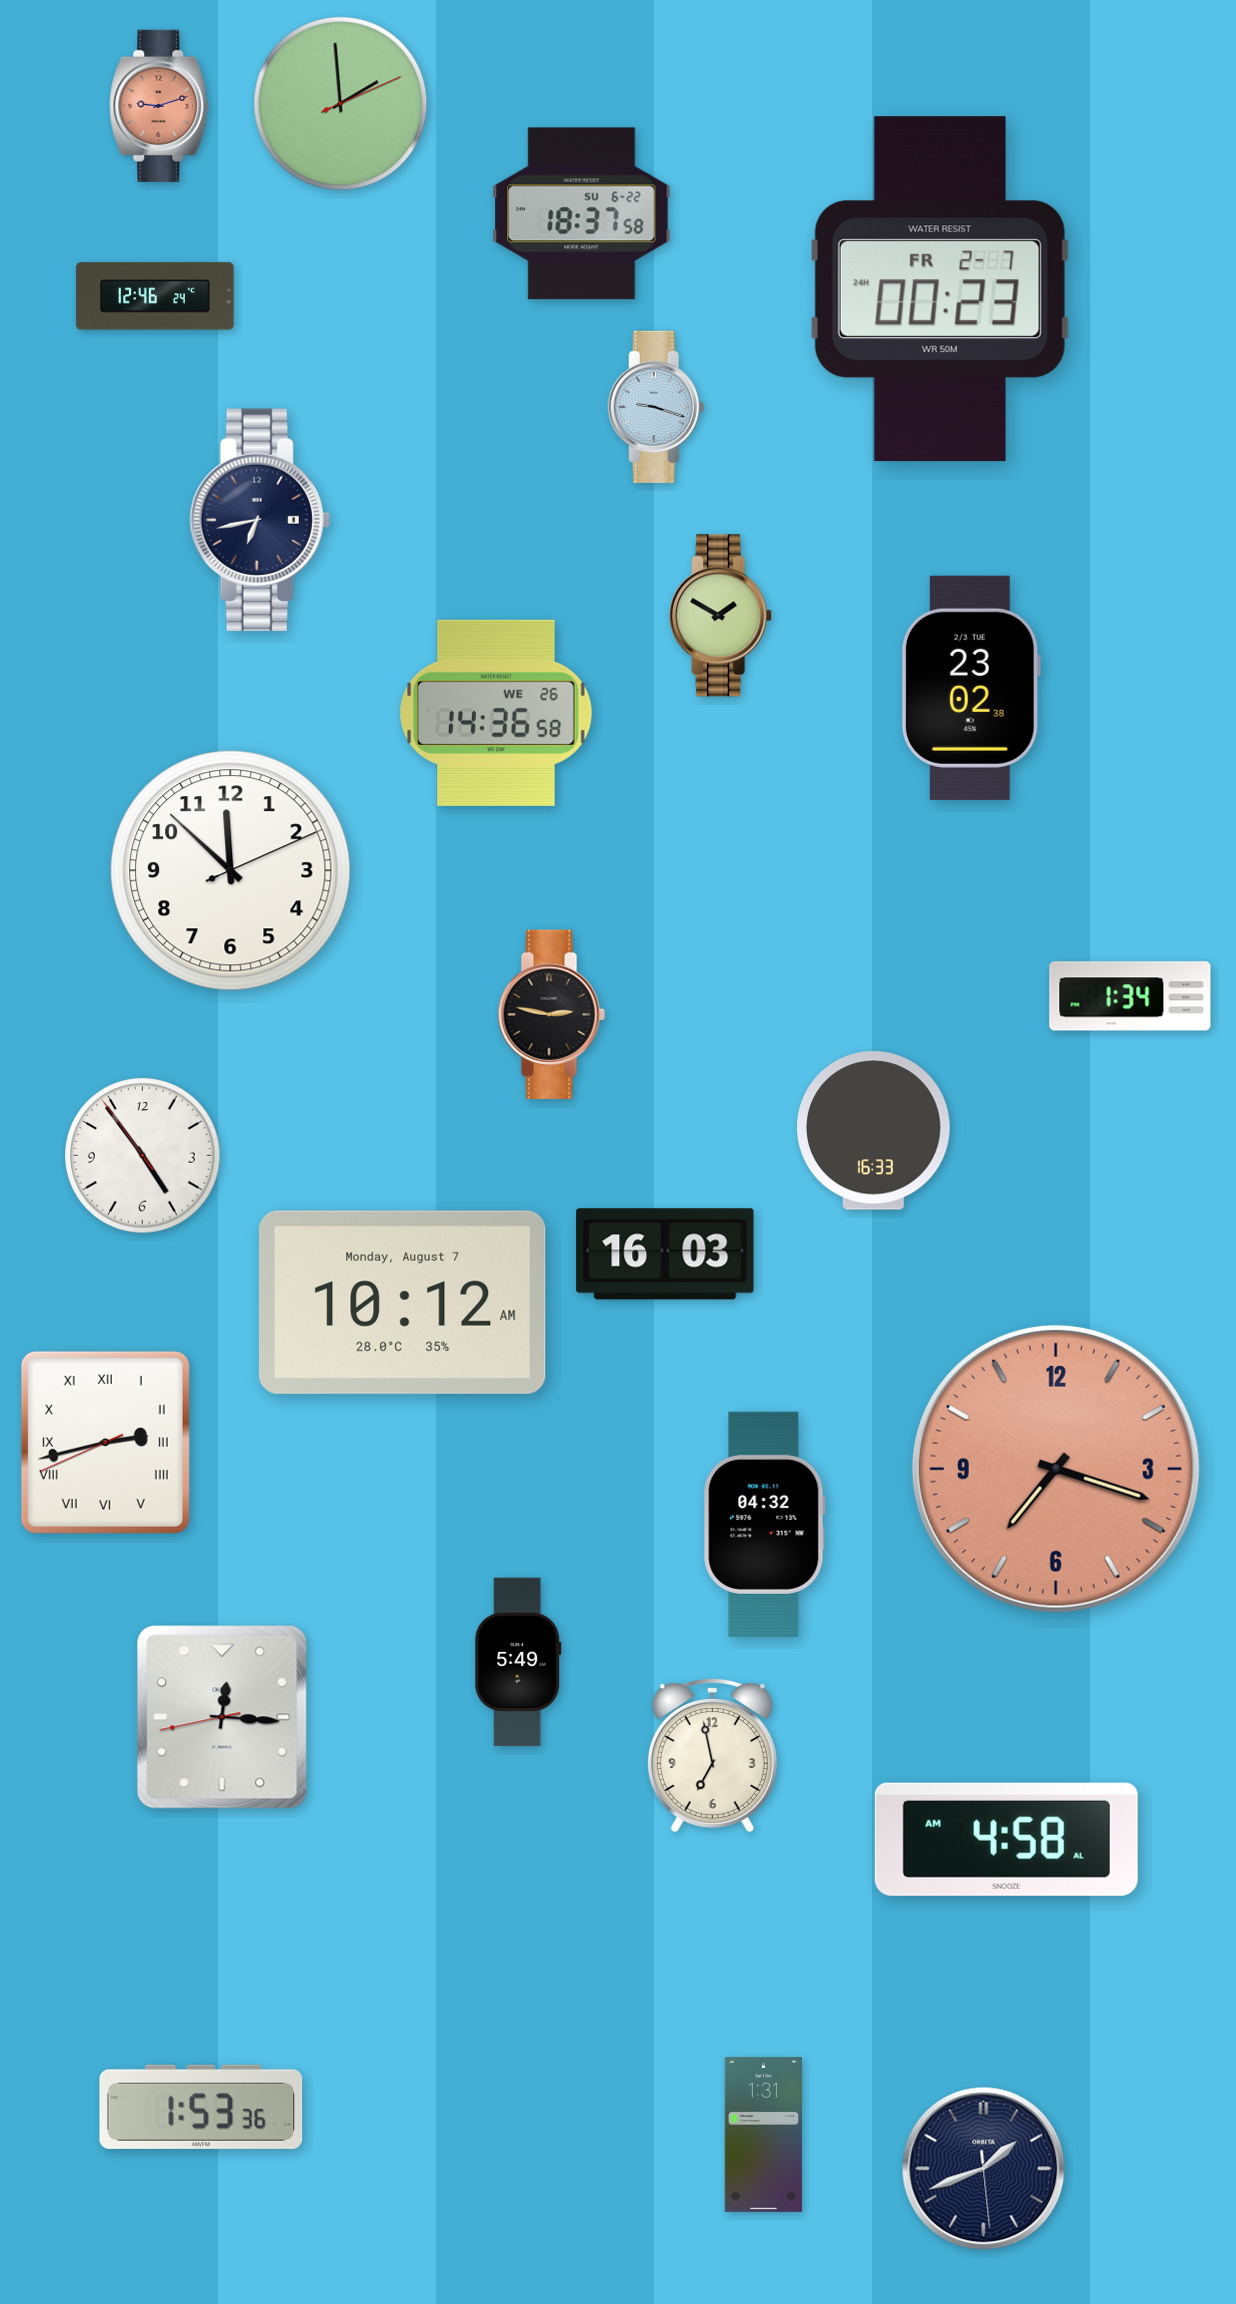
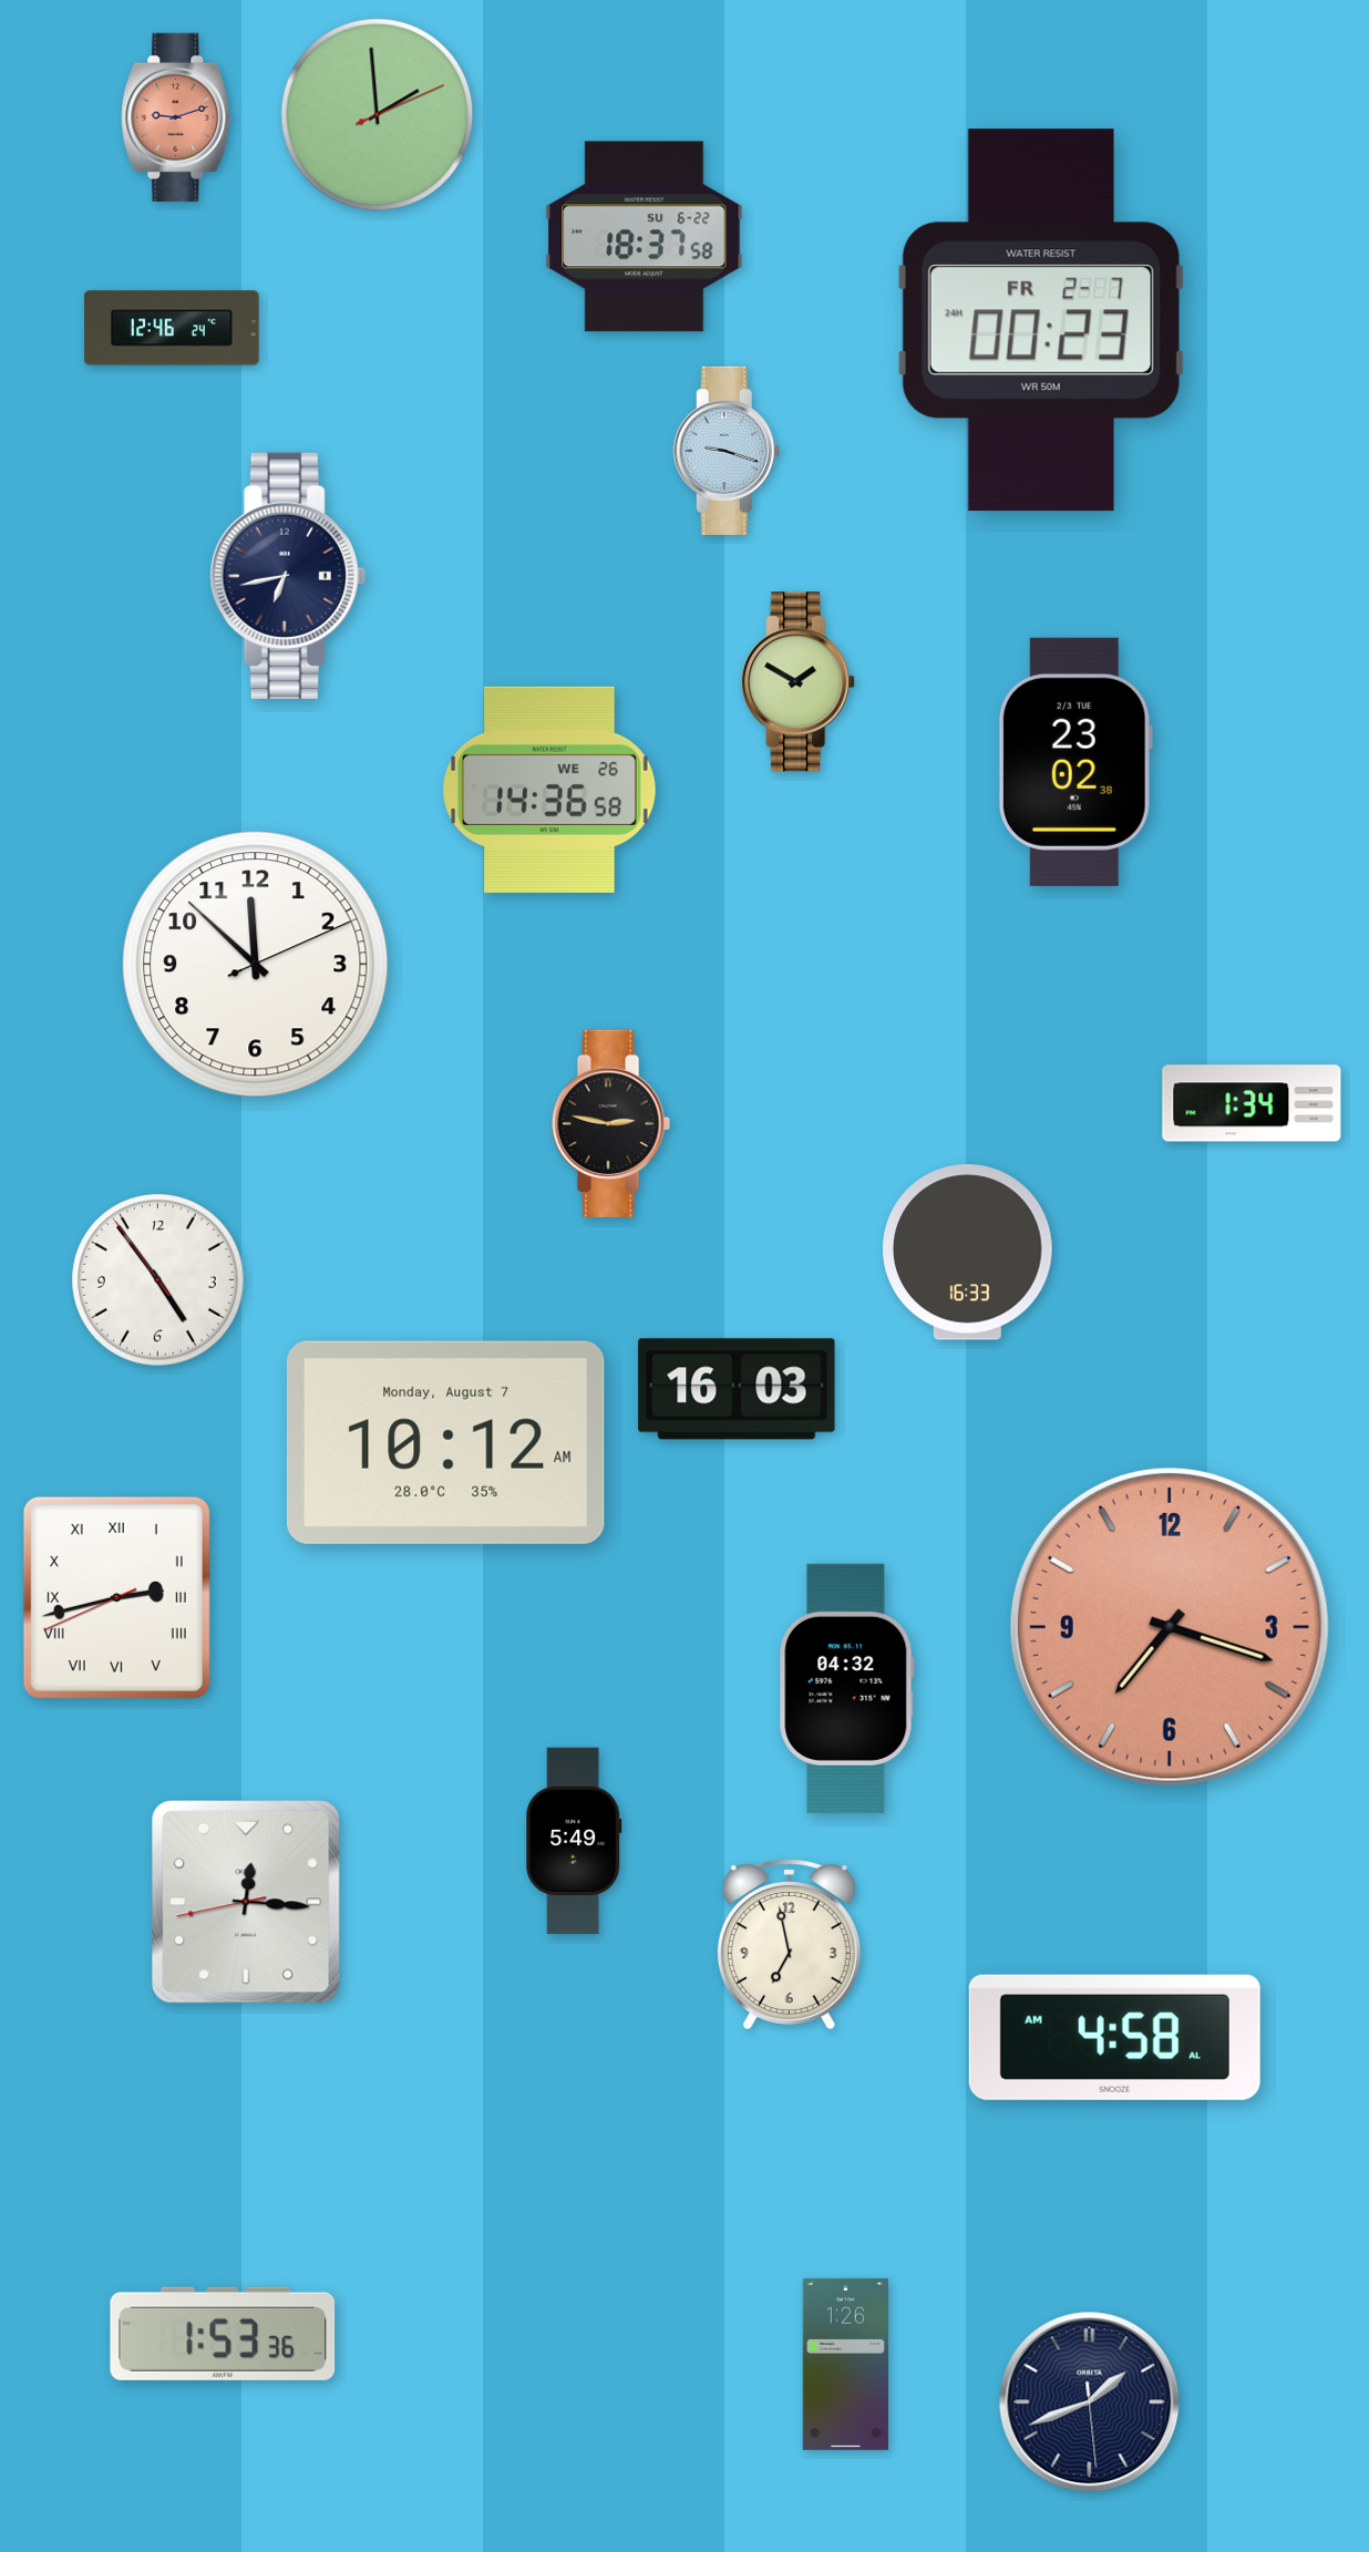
clock at (763, 2134): 1:31 -> 1:26
